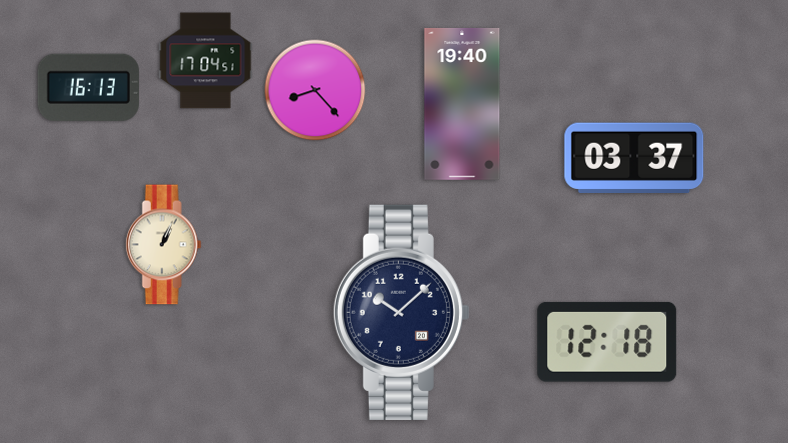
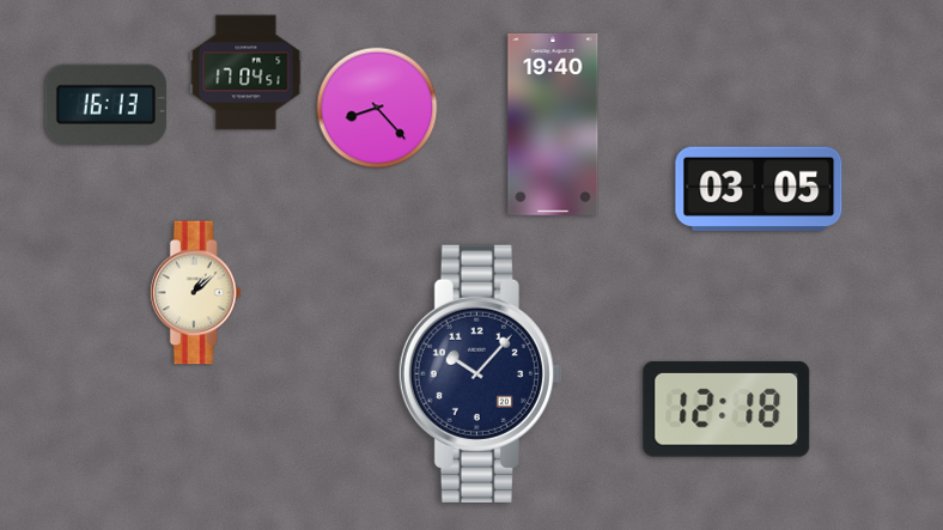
clock at (634, 157): 03:37 -> 03:05
clock at (163, 245): 1:04 -> 1:08
clock at (401, 312): 10:08 -> 10:07
